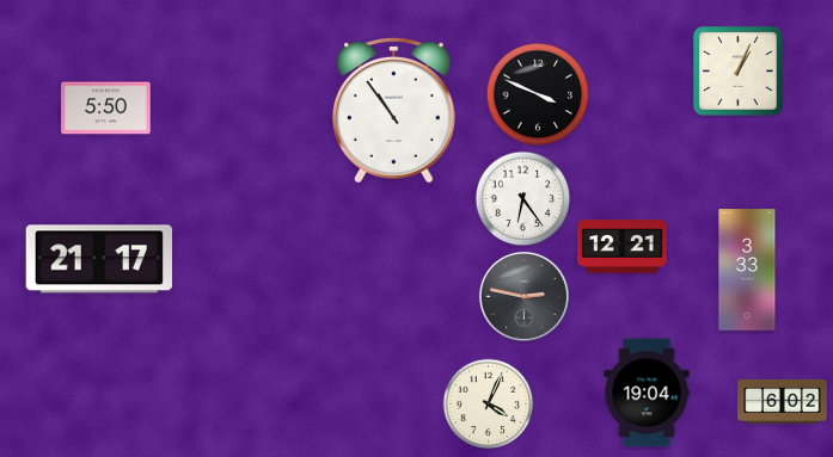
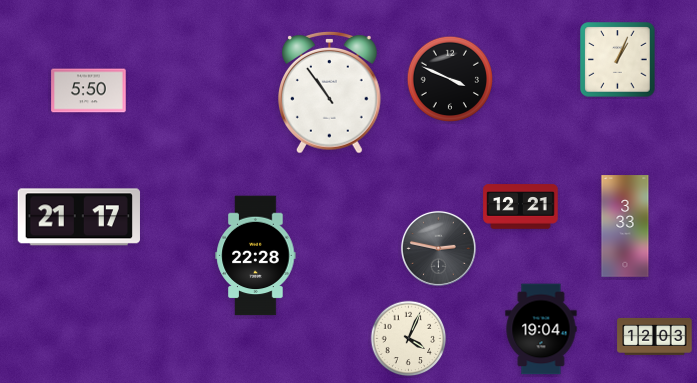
clock at (523, 199): 6:24 -> none
clock at (99, 259) position: (99, 259) -> (79, 217)
clock at (256, 256): none -> 22:28
clock at (783, 402): 6:02 -> 12:03
